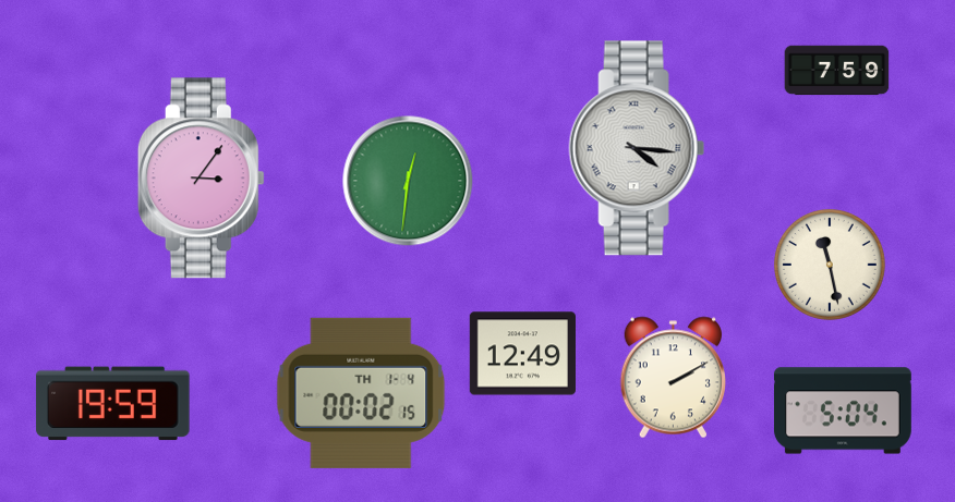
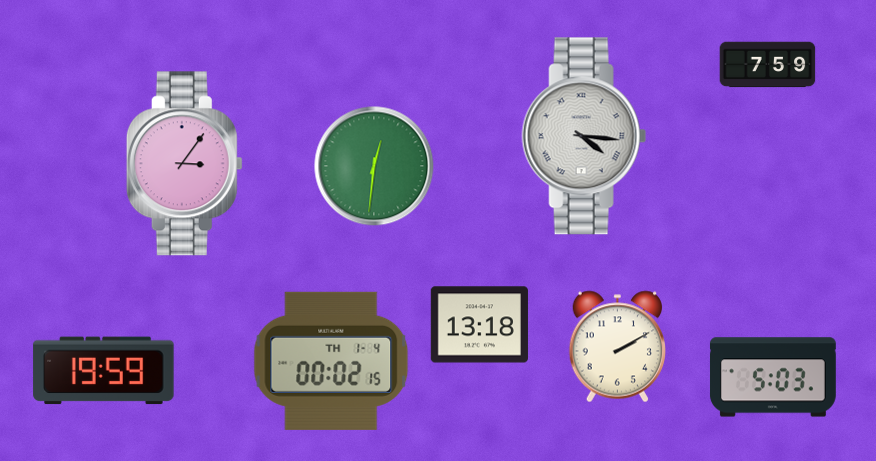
clock at (830, 265): 11:28 -> none
clock at (522, 354): 12:49 -> 13:18
clock at (843, 411): 5:04 -> 5:03
